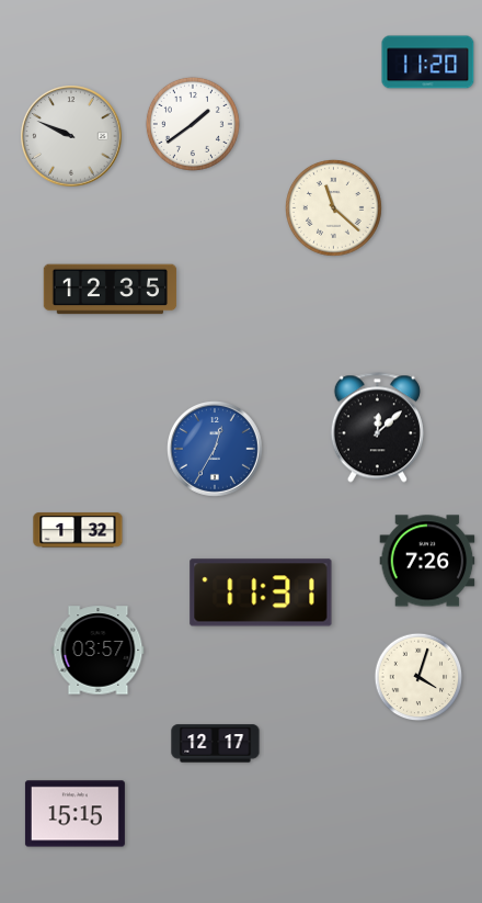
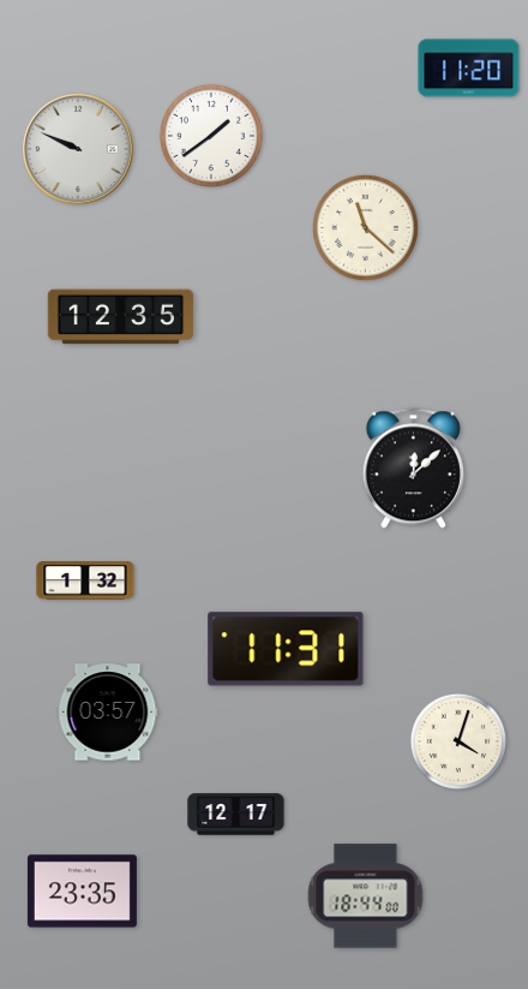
clock at (216, 450): 12:35 -> none
clock at (427, 561): 7:26 -> none
clock at (74, 814): 15:15 -> 23:35
clock at (366, 896): none -> 18:44
